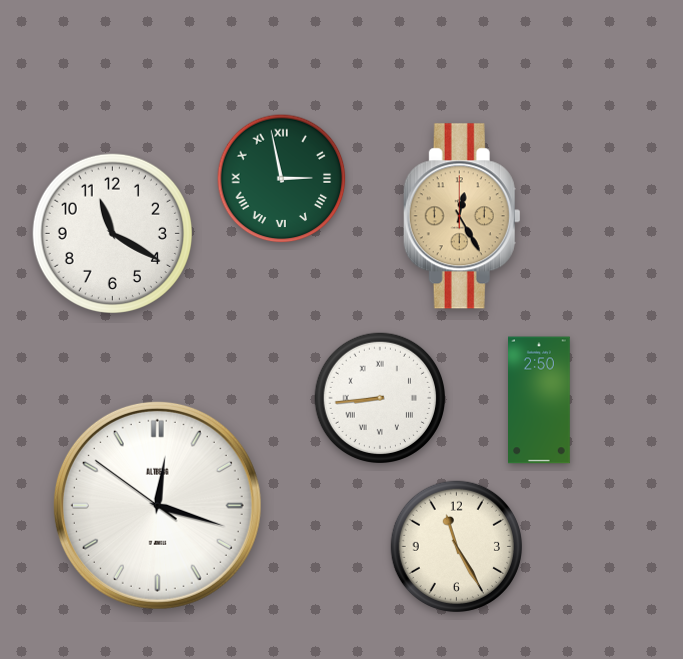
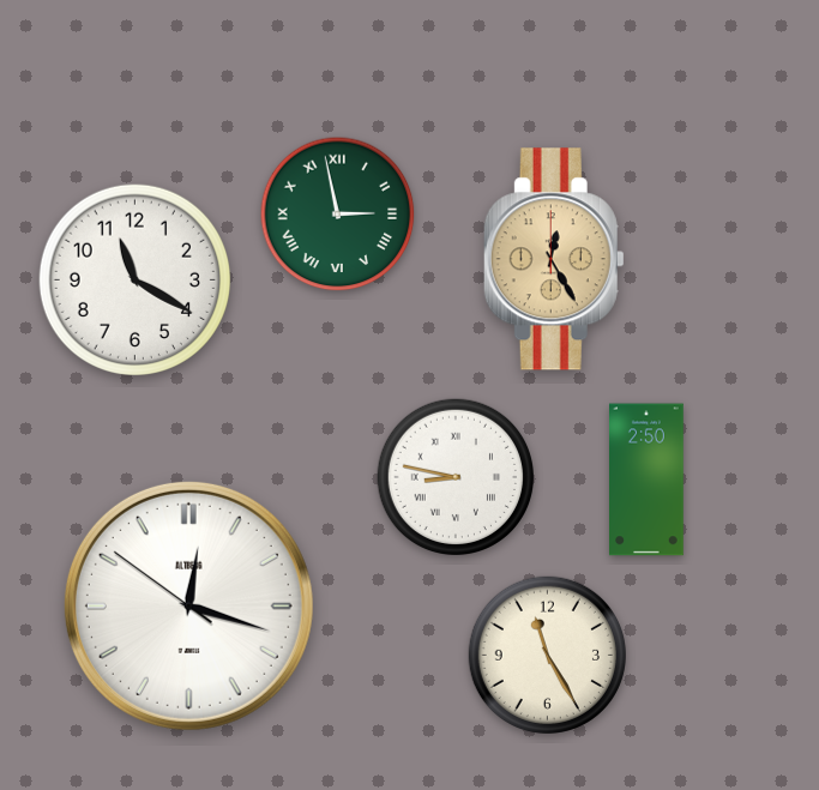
clock at (379, 397): 8:44 -> 8:47
